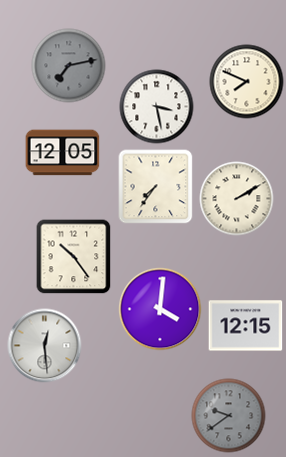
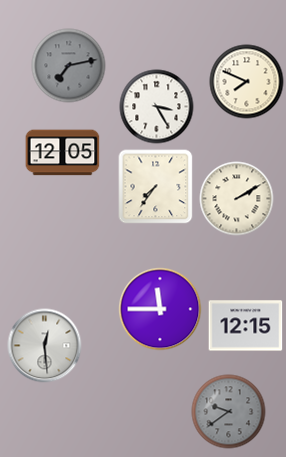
clock at (157, 107): 3:28 -> 3:25
clock at (74, 257): 10:24 -> none
clock at (160, 309): 4:01 -> 11:45
clock at (229, 416) position: (229, 416) -> (229, 412)
